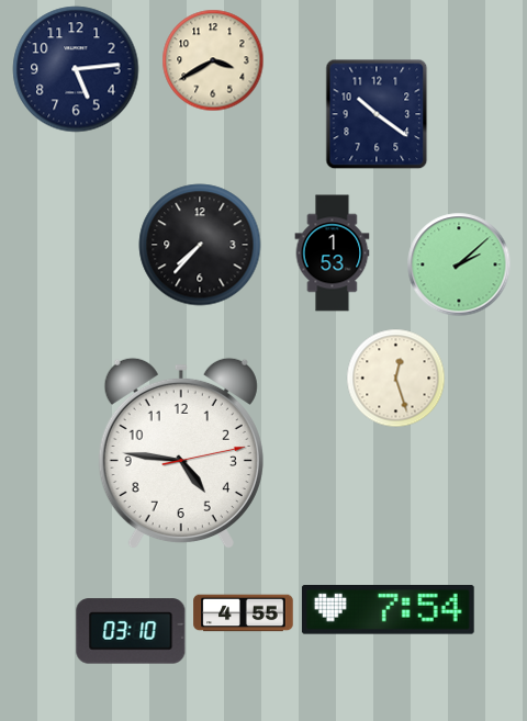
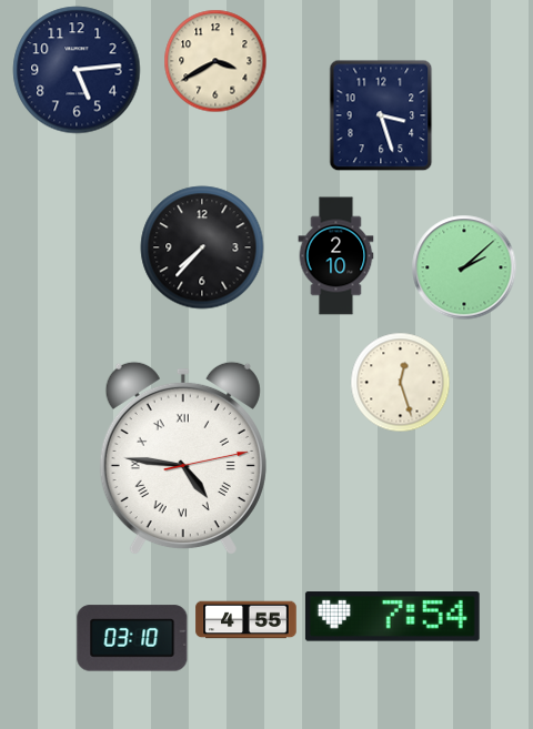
clock at (377, 114): 10:21 -> 3:27
clock at (333, 254): 1:53 -> 2:10
clock at (181, 453) numerals: Arabic -> Roman
